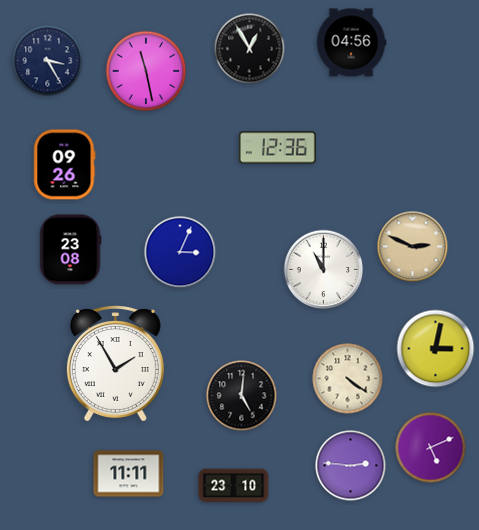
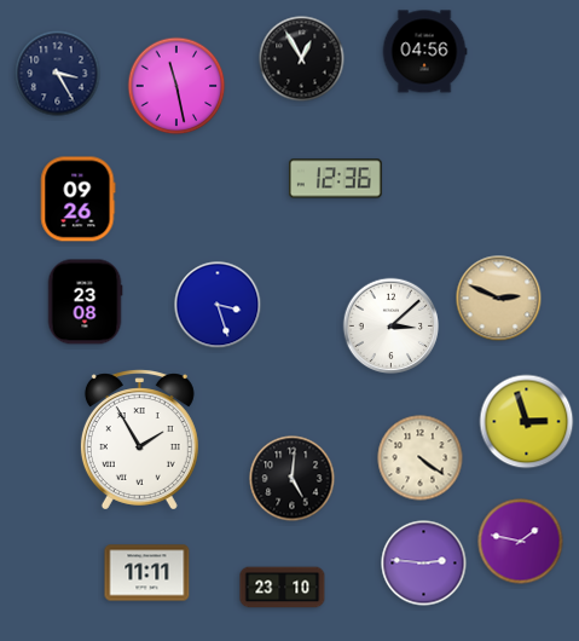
clock at (180, 252): 3:04 -> 3:27
clock at (324, 270): 11:00 -> 3:08
clock at (436, 349): 3:02 -> 2:57
clock at (431, 448): 5:11 -> 1:47
clock at (129, 474) position: (129, 474) -> (147, 573)
